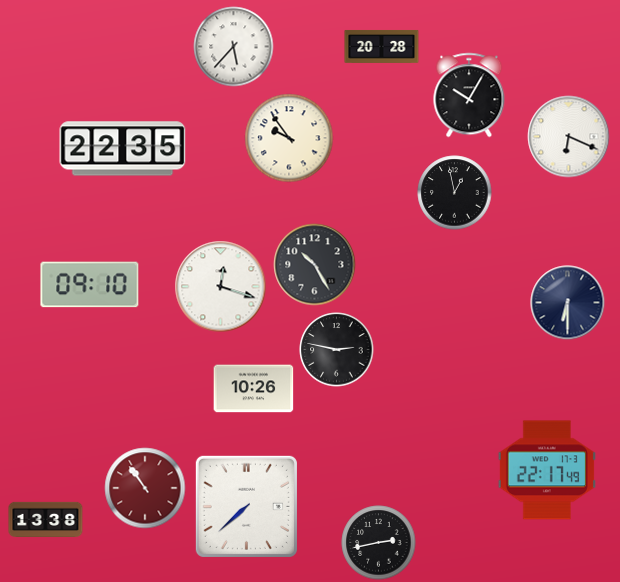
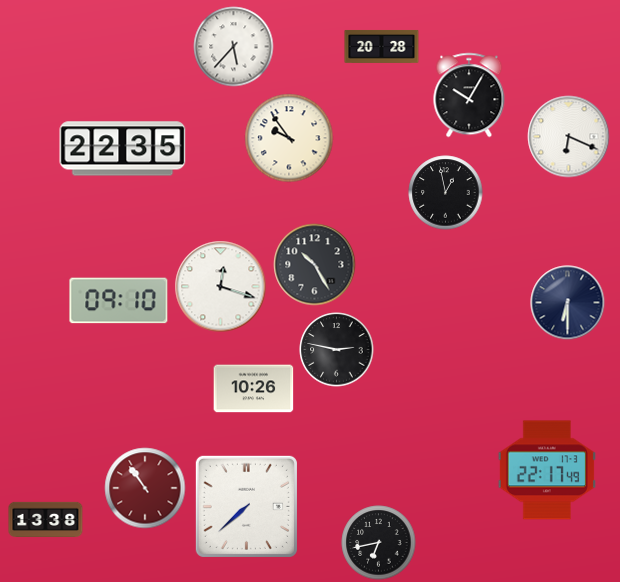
clock at (455, 193) position: (455, 193) -> (446, 193)
clock at (90, 285) position: (90, 285) -> (119, 301)
clock at (379, 543): 2:43 -> 6:43
